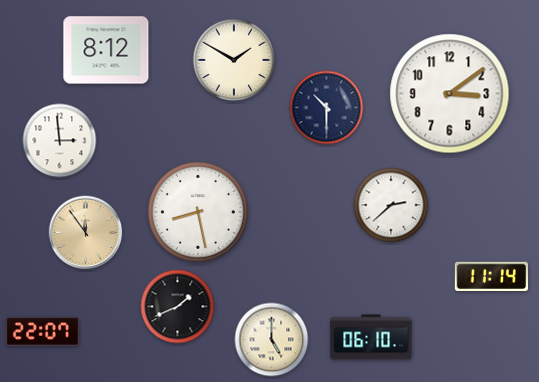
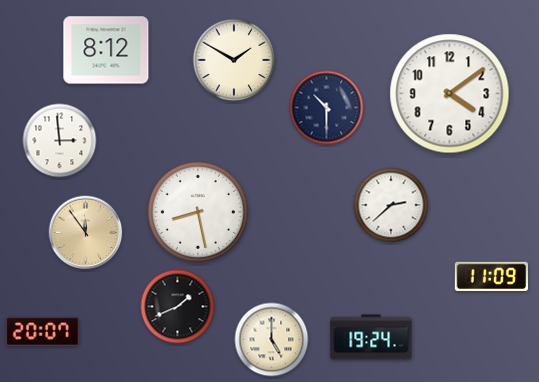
clock at (450, 94): 3:09 -> 4:09
clock at (491, 276): 11:14 -> 11:09
clock at (42, 331): 22:07 -> 20:07
clock at (371, 337): 06:10 -> 19:24
